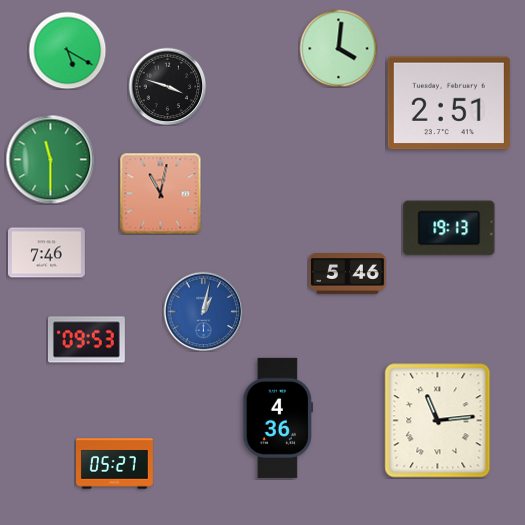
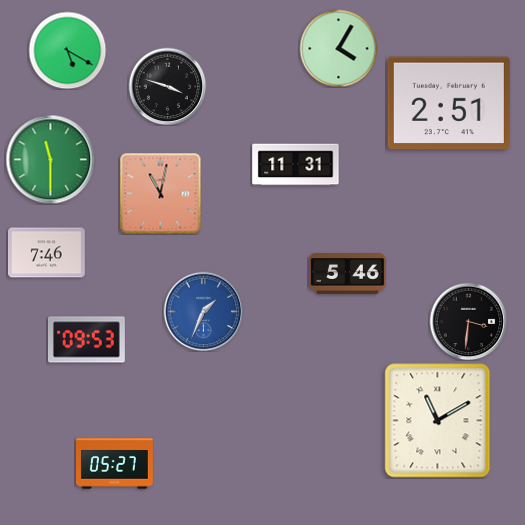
clock at (338, 48): 4:01 -> 4:05
clock at (296, 165): none -> 11:31
clock at (449, 228): 19:13 -> none
clock at (203, 311): 1:02 -> 1:34
clock at (468, 321): none -> 3:31
clock at (278, 418): 4:36 -> none
clock at (438, 421): 11:14 -> 11:10
